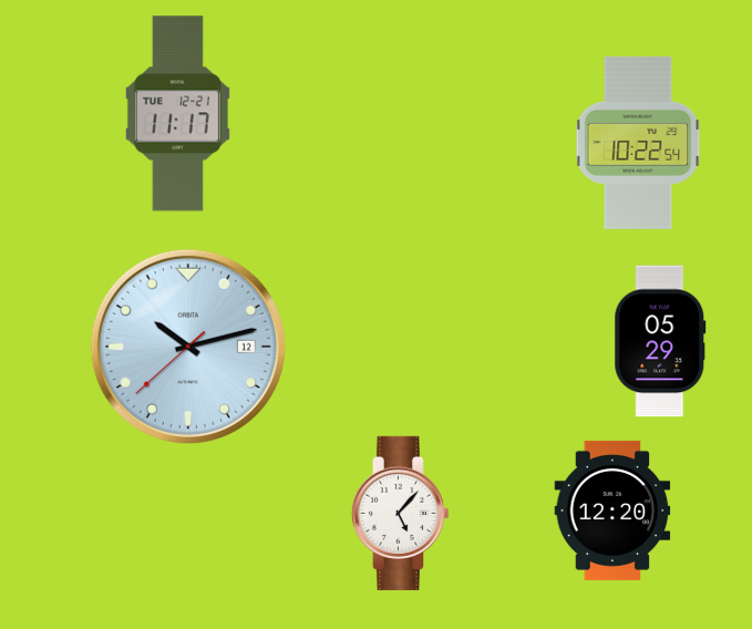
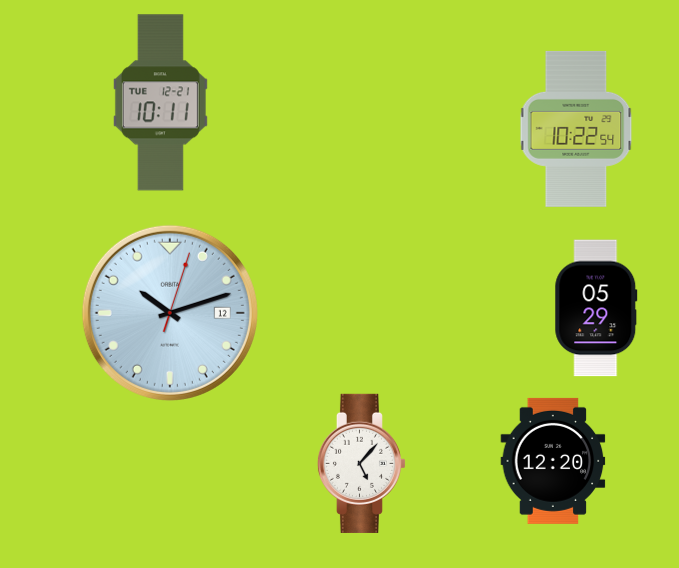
clock at (177, 114): 11:17 -> 10:11
clock at (188, 347): 10:12:38 -> 10:12:03
